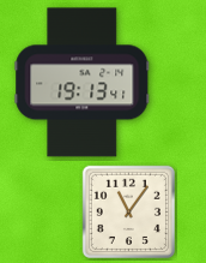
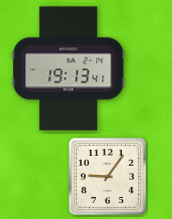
clock at (128, 211): 11:06 -> 9:06
